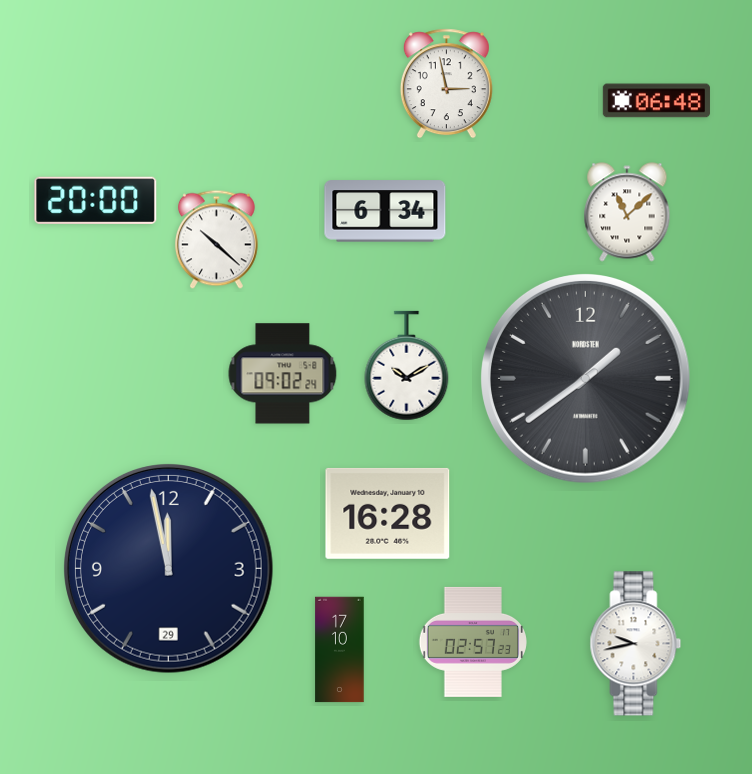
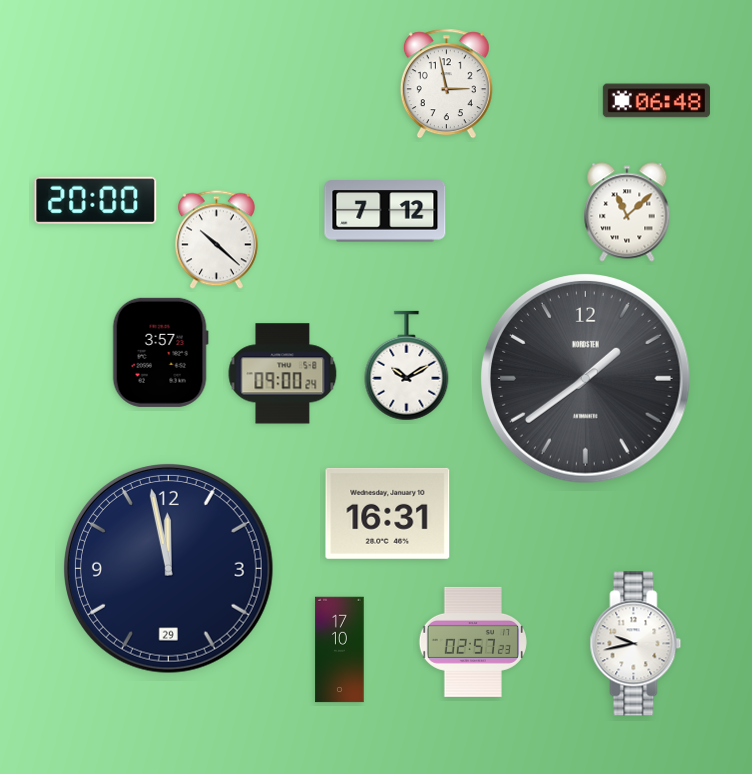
clock at (385, 211): 6:34 -> 7:12
clock at (160, 352): none -> 3:57
clock at (283, 374): 09:02 -> 09:00
clock at (388, 513): 16:28 -> 16:31
